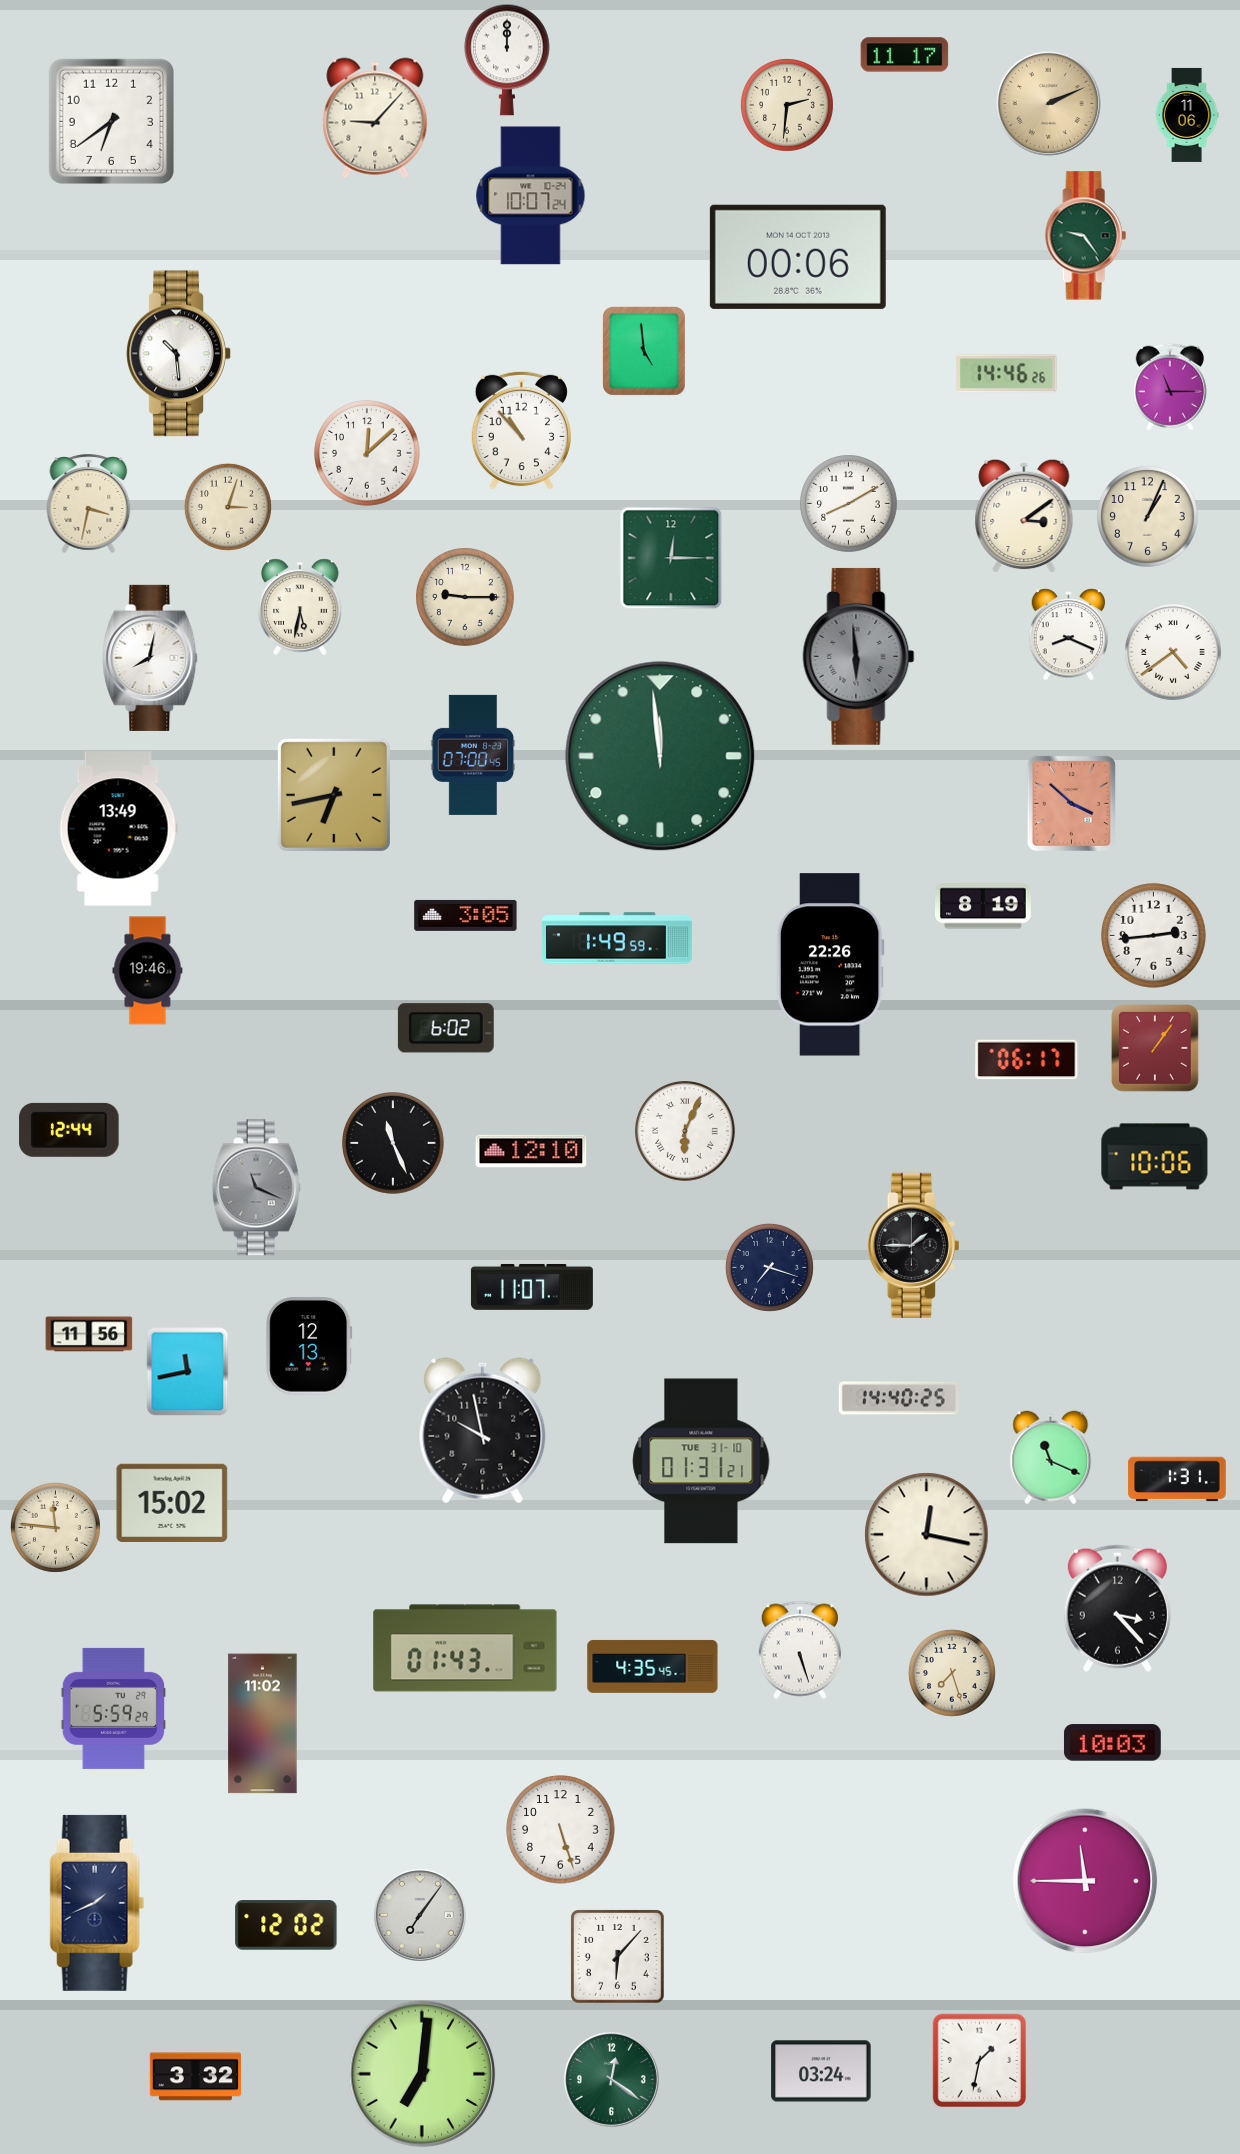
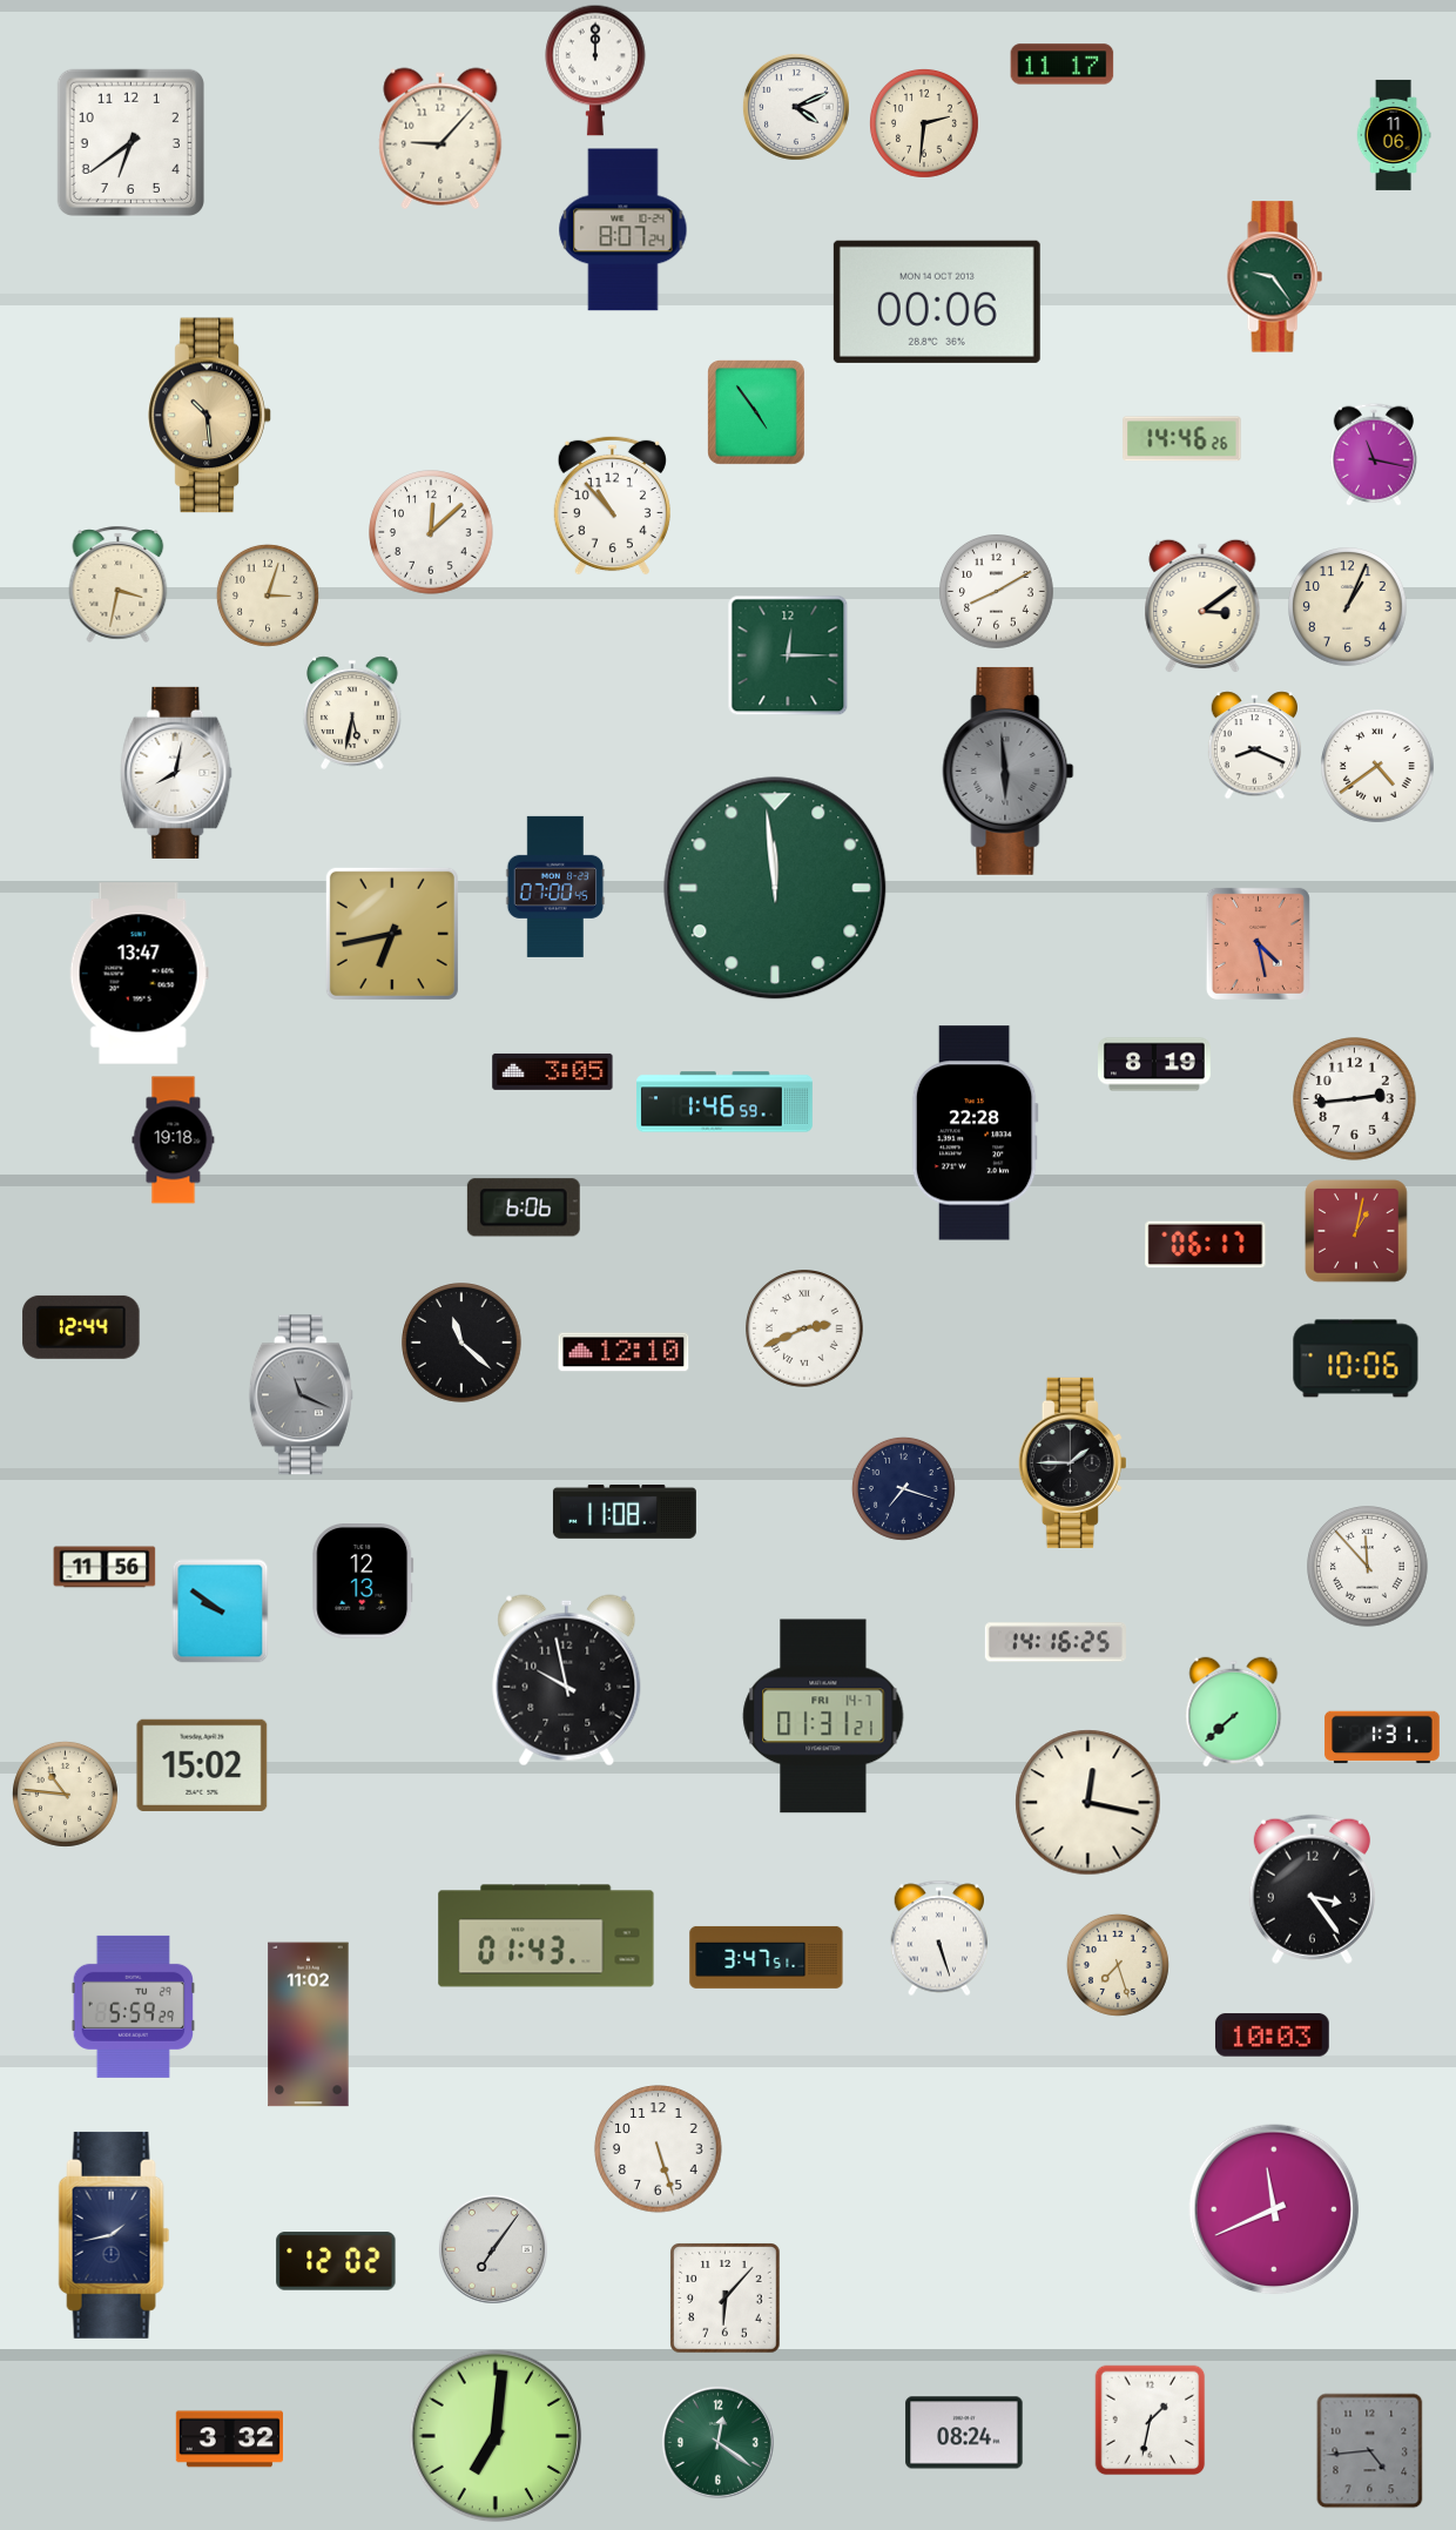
clock at (796, 107): none -> 4:11
clock at (1048, 103): 2:11 -> none
clock at (531, 196): 10:07 -> 8:07
clock at (645, 352): 4:59 -> 4:54
clock at (179, 354) dial: white -> champagne
clock at (1170, 387): 11:15 -> 11:17
clock at (89, 503) position: (89, 503) -> (119, 584)
clock at (466, 598): 9:15 -> none
clock at (1071, 803): 3:52 -> 4:28
clock at (118, 829): 13:49 -> 13:47
clock at (466, 915) position: (466, 915) -> (553, 1071)
clock at (618, 938): 1:49 -> 1:46
clock at (830, 965): 22:26 -> 22:28
clock at (148, 971): 19:46 -> 19:18
clock at (446, 1028): 6:02 -> 6:06
clock at (1155, 1048): 1:06 -> 1:02
clock at (686, 1132): 6:04 -> 2:41
clock at (393, 1143): 11:26 -> 11:22
clock at (532, 1287): 11:07 -> 11:08
clock at (1368, 1567): none -> 11:53
clock at (188, 1372): 11:43 -> 9:51
clock at (899, 1398): 14:40 -> 14:16
clock at (1051, 1458): 11:19 -> 7:38
clock at (701, 1461) date: TUE 31-10 -> FRI 14-7
clock at (55, 1527): 11:46 -> 10:46
clock at (1117, 1608): 3:23 -> 3:24
clock at (653, 1666): 4:35 -> 3:47
clock at (1112, 1743) position: (1112, 1743) -> (1272, 2036)
clock at (1085, 1881): 11:45 -> 11:41
clock at (97, 1903): 1:41 -> 1:43
clock at (821, 2071): 03:24 -> 08:24
clock at (1370, 2451): none -> 4:44
